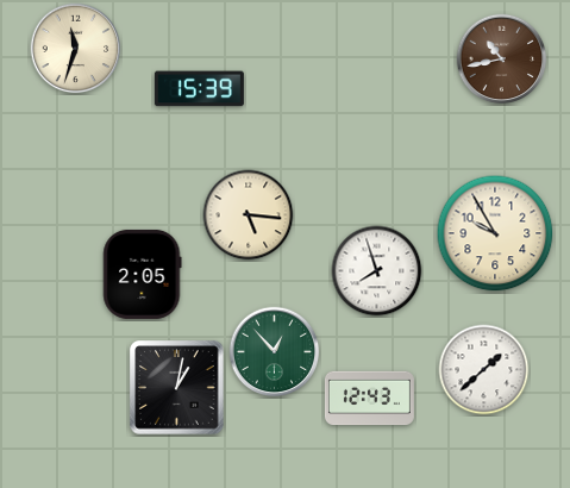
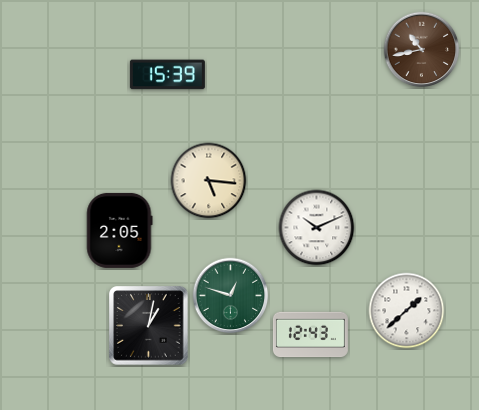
clock at (76, 49): 11:33 -> none
clock at (495, 233): 9:55 -> none
clock at (377, 271): 7:57 -> 10:11
clock at (275, 352): 12:53 -> 12:48
